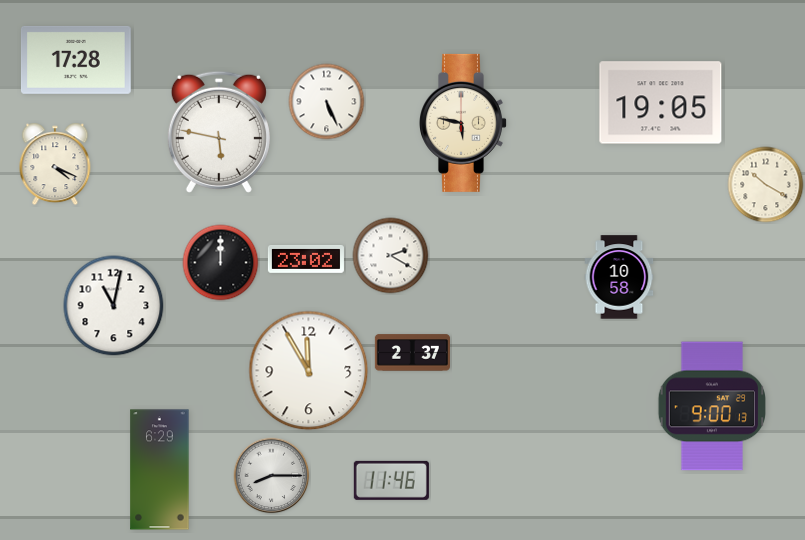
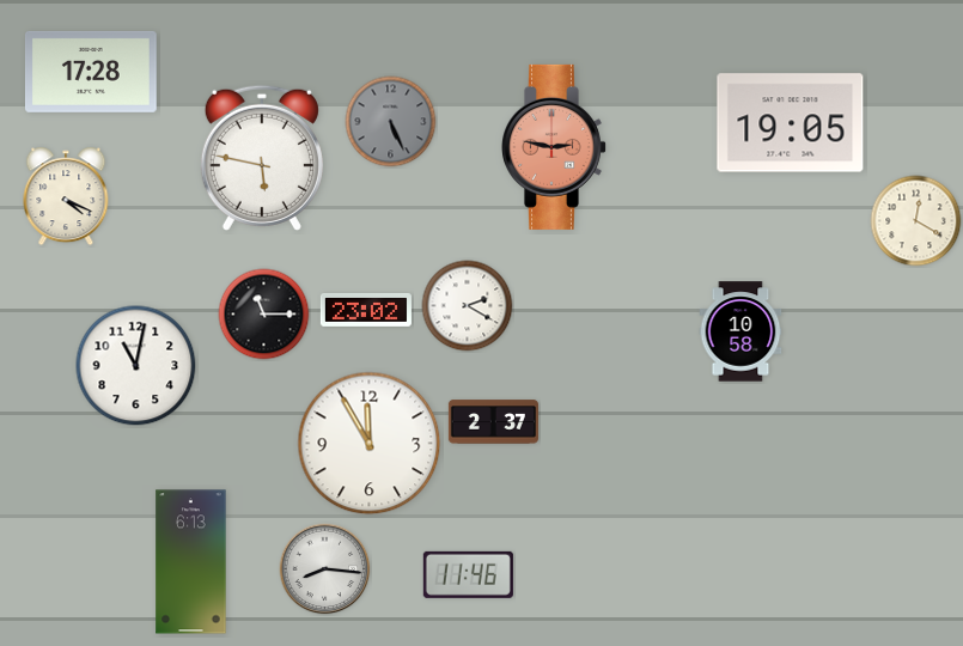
clock at (327, 102) dial: white -> grey
clock at (464, 123): 5:47 -> 2:47
clock at (464, 123) dial: cream -> salmon
clock at (766, 185): 10:20 -> 12:20
clock at (221, 263): 12:00 -> 11:15
clock at (711, 406): 9:00 -> none
clock at (160, 470): 6:29 -> 6:13
clock at (272, 476): 8:15 -> 8:16
